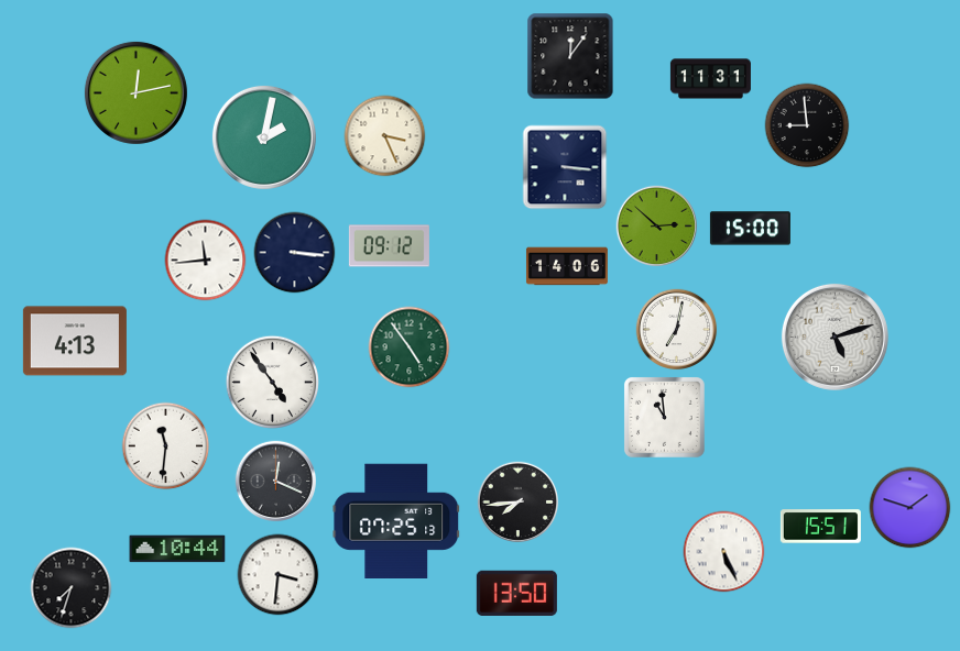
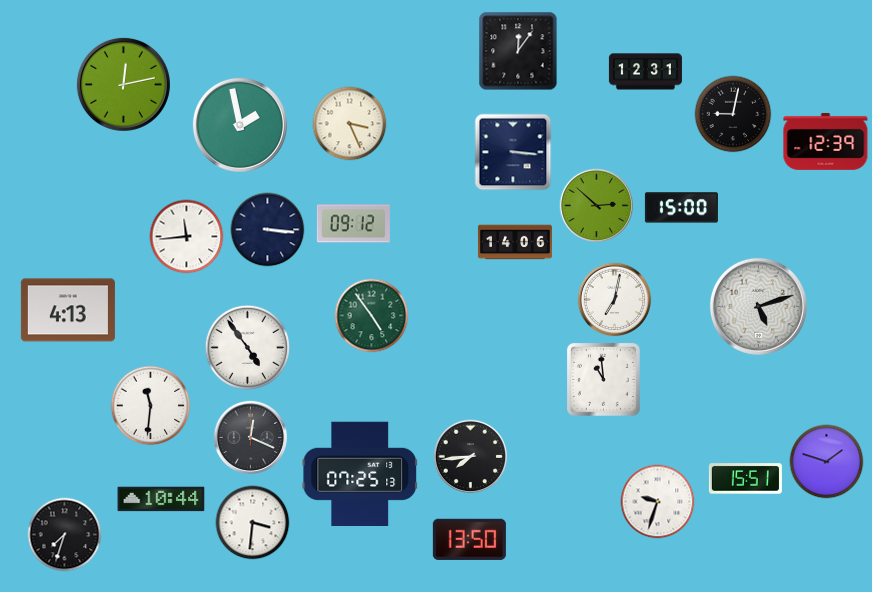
clock at (710, 79): 11:31 -> 12:31
clock at (807, 125): 8:59 -> 9:02
clock at (264, 137): 2:02 -> 1:58
clock at (826, 141): none -> 12:39
clock at (724, 552): 5:26 -> 9:33
